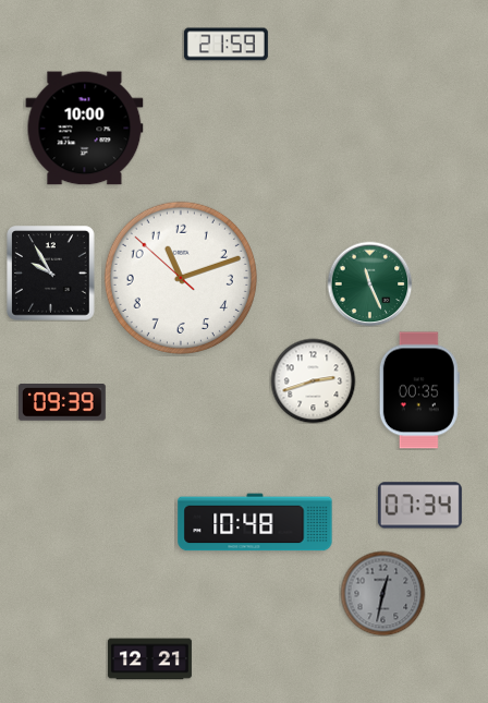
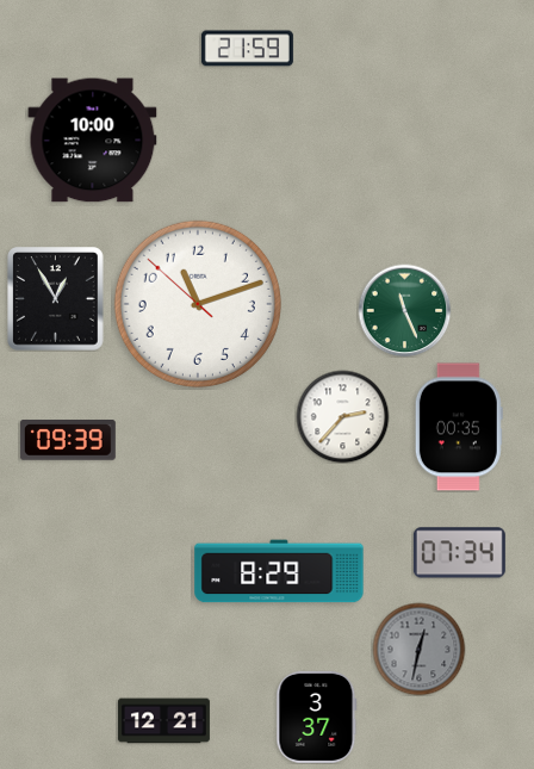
clock at (51, 274): 9:55 -> 12:55
clock at (313, 380): 2:42 -> 2:37
clock at (255, 522): 10:48 -> 8:29
clock at (317, 717): none -> 3:37
